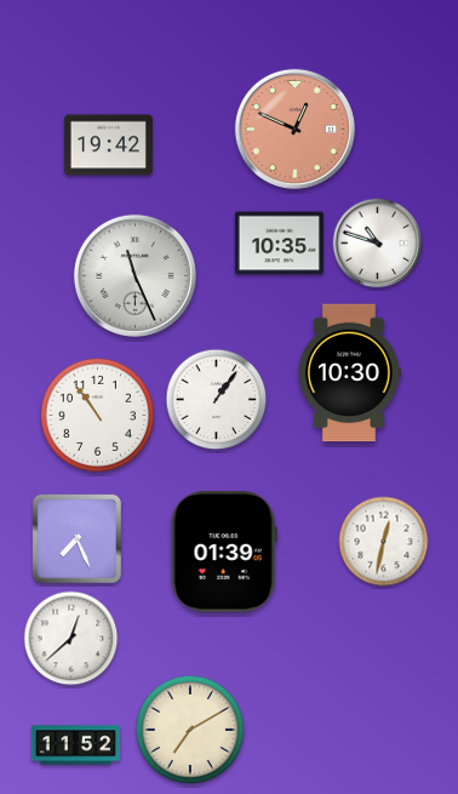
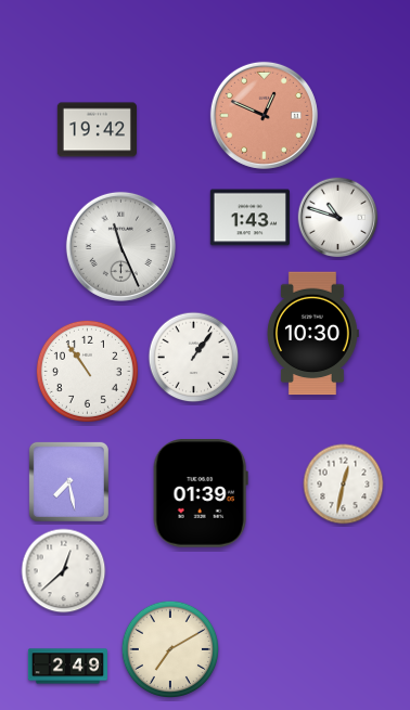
clock at (279, 244): 10:35 -> 1:43
clock at (76, 538): 7:26 -> 7:28
clock at (189, 729) position: (189, 729) -> (169, 648)
clock at (75, 746): 11:52 -> 2:49
